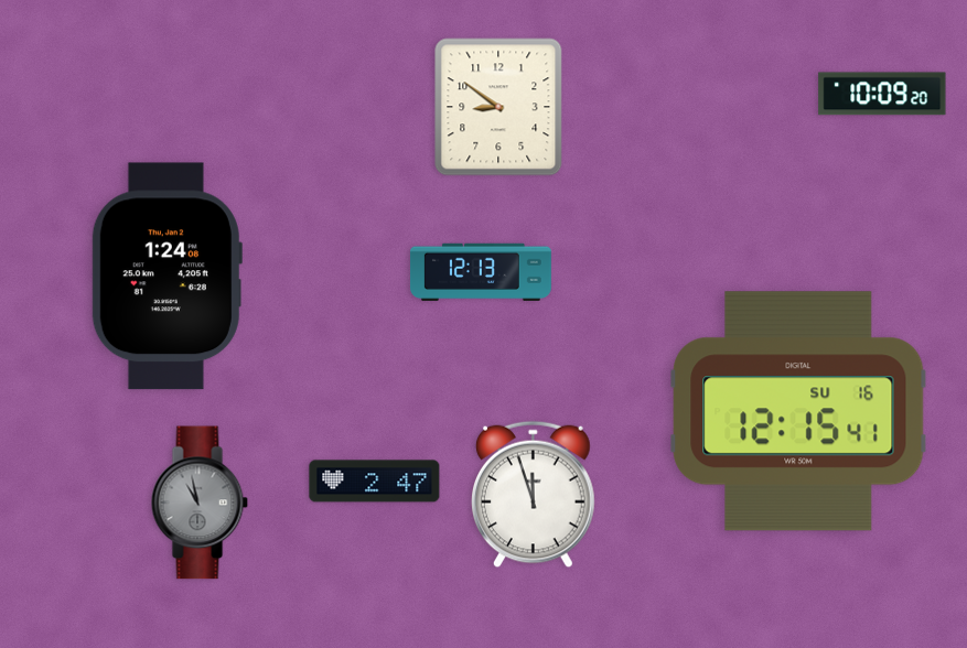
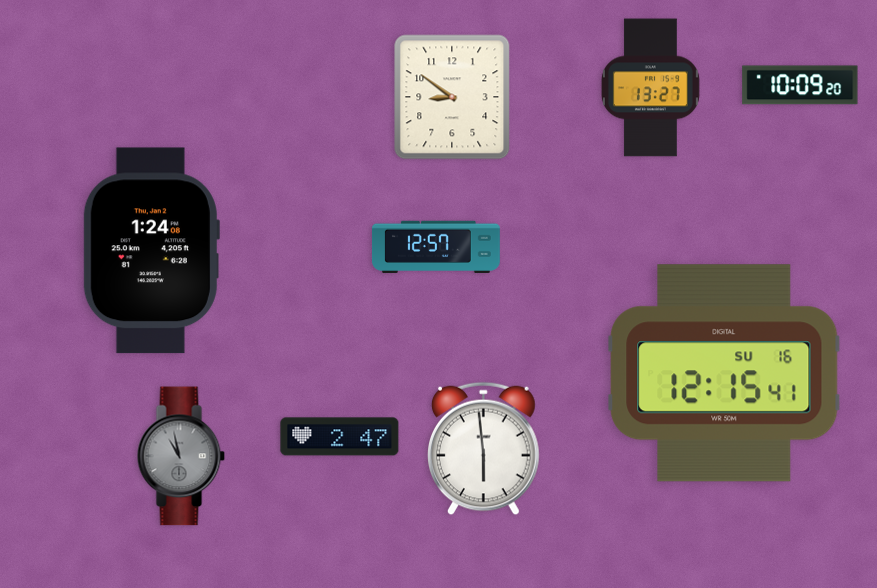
clock at (650, 88): none -> 13:27
clock at (481, 271): 12:13 -> 12:57
clock at (534, 495): 11:57 -> 5:59
